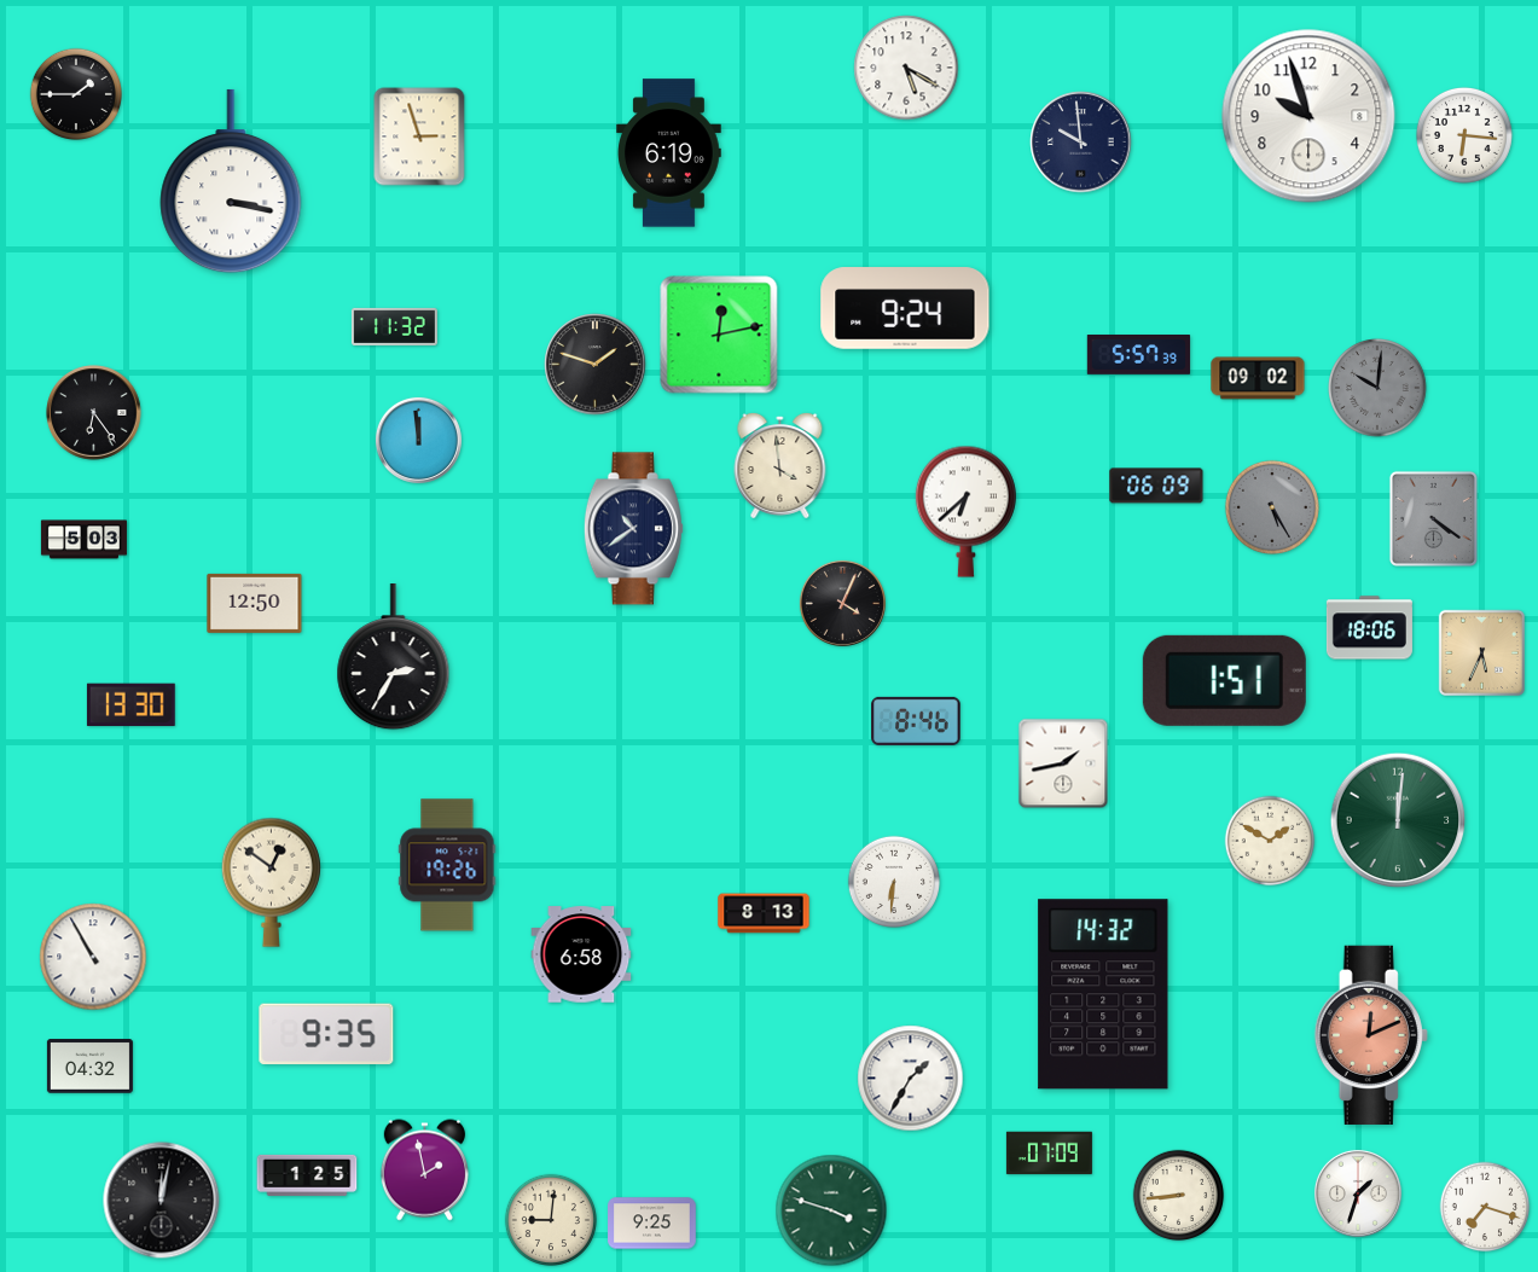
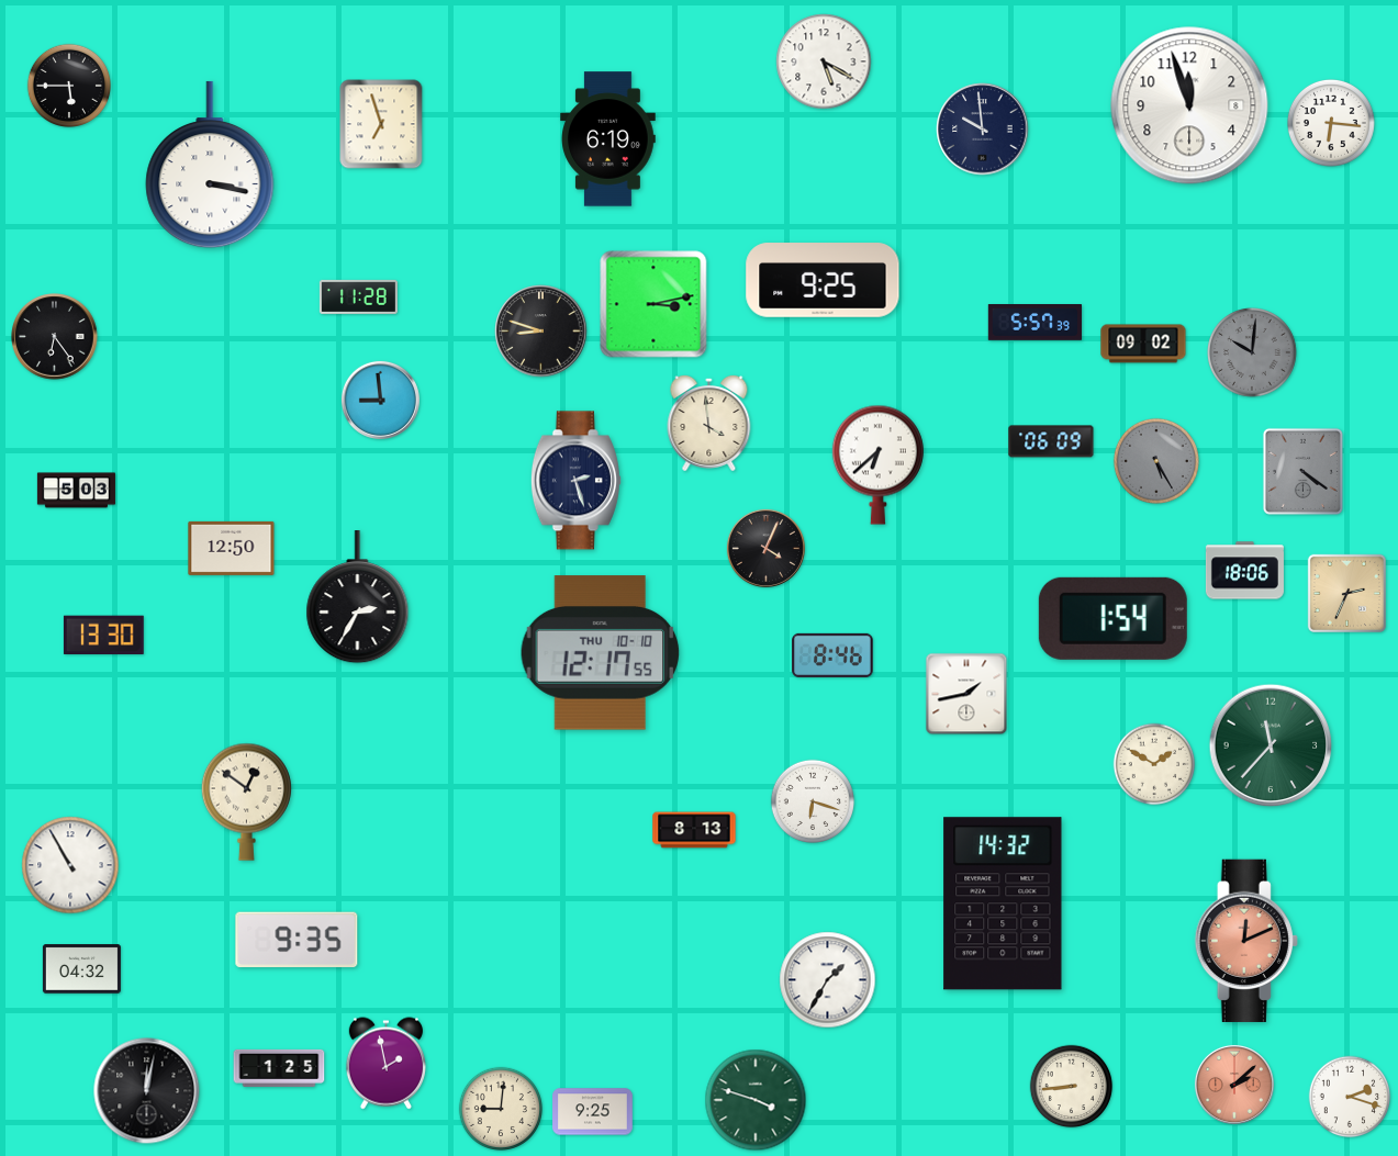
clock at (75, 93): 1:45 -> 5:45
clock at (1308, 116): 9:57 -> 11:57
clock at (419, 137): 2:57 -> 6:57
clock at (905, 308): 9:24 -> 9:25
clock at (394, 326): 11:32 -> 11:28
clock at (719, 335): 12:13 -> 3:13
clock at (596, 365): 1:48 -> 8:48
clock at (94, 413) position: (94, 413) -> (55, 337)
clock at (418, 440): 11:59 -> 8:59
clock at (633, 529): 10:39 -> 2:27
clock at (1481, 652): 5:34 -> 2:34
clock at (1224, 680): 1:51 -> 1:54
clock at (130, 704) position: (130, 704) -> (103, 635)
clock at (601, 653): none -> 12:17
clock at (1398, 820): 12:01 -> 11:37
clock at (447, 865): 19:26 -> none
clock at (893, 881): 6:31 -> 6:18
clock at (581, 954): 6:58 -> none
clock at (93, 957) position: (93, 957) -> (70, 865)
clock at (1049, 1154): 07:09 -> none
clock at (1358, 1193): 1:33 -> 2:08
clock at (1358, 1193) dial: white -> salmon
clock at (1485, 1207): 7:18 -> 2:18
